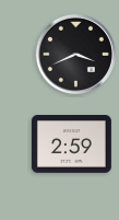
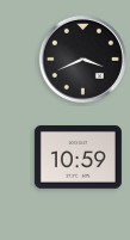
clock at (71, 144): 2:59 -> 10:59
